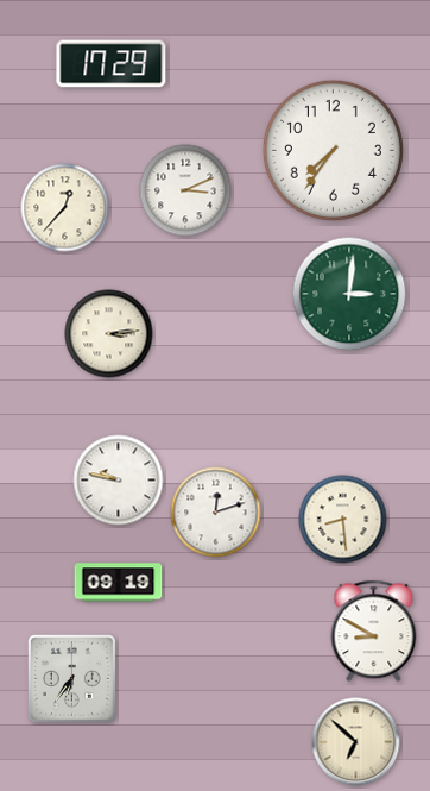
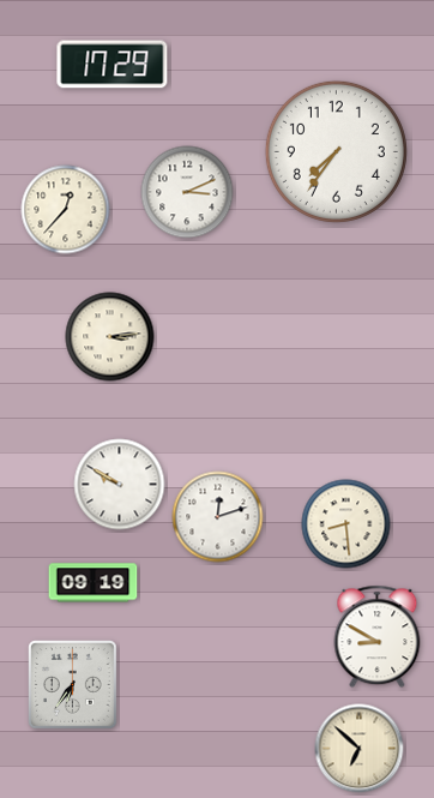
clock at (349, 294): 3:01 -> none
clock at (119, 481): 9:47 -> 9:50
clock at (119, 583) position: (119, 583) -> (94, 583)
